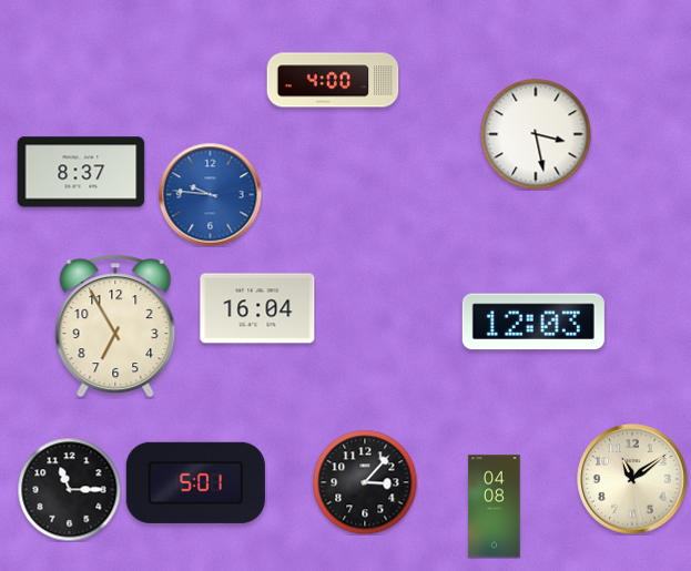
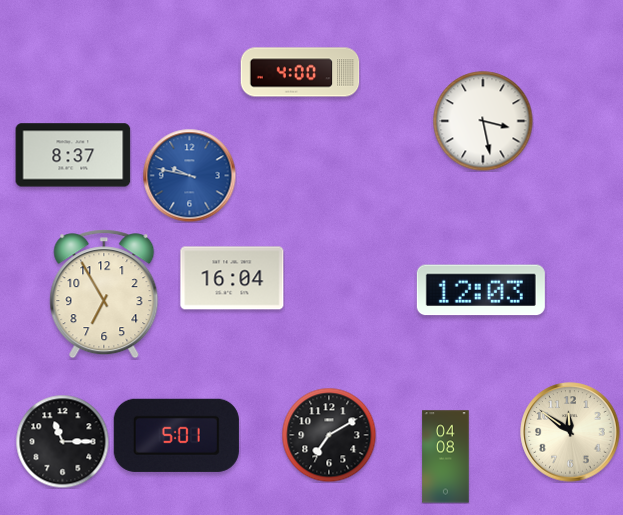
clock at (210, 194): 9:46 -> 9:47
clock at (632, 479): 11:09 -> 11:51
clock at (365, 482): 3:07 -> 7:10
